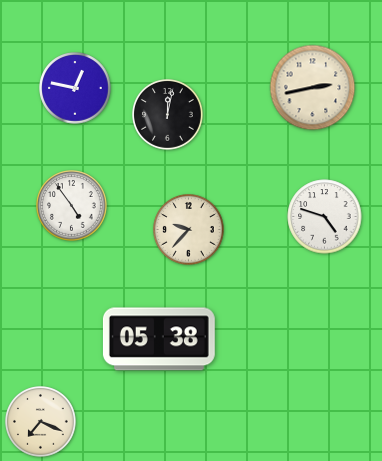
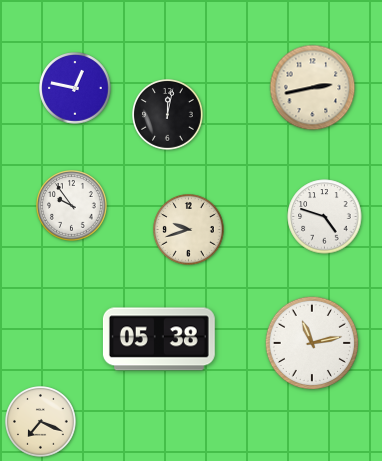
clock at (72, 206): 4:54 -> 9:54
clock at (189, 230): 9:37 -> 9:42
clock at (312, 343): none -> 11:13
